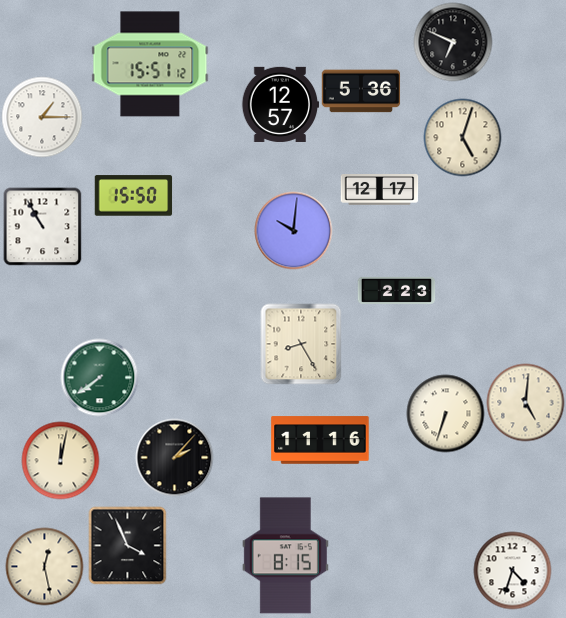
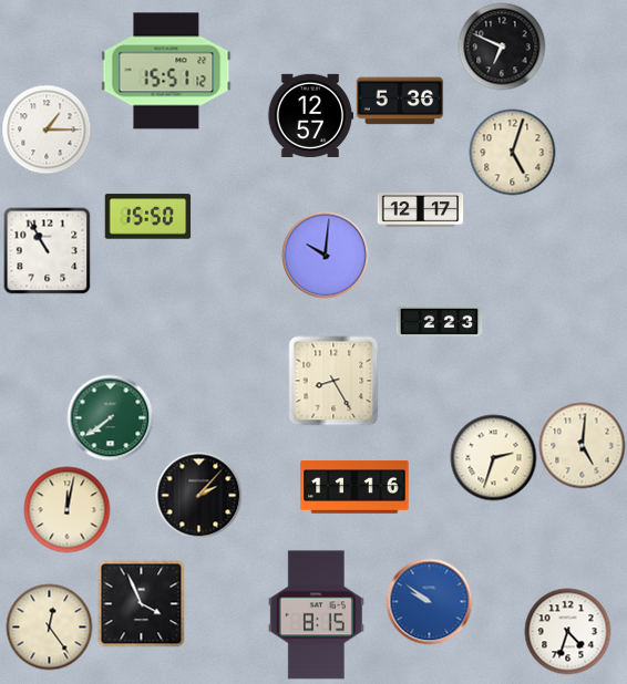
clock at (445, 413): 6:33 -> 2:33
clock at (174, 457) position: (174, 457) -> (198, 495)
clock at (429, 601): none -> 9:51
clock at (44, 566): 12:28 -> 12:24
